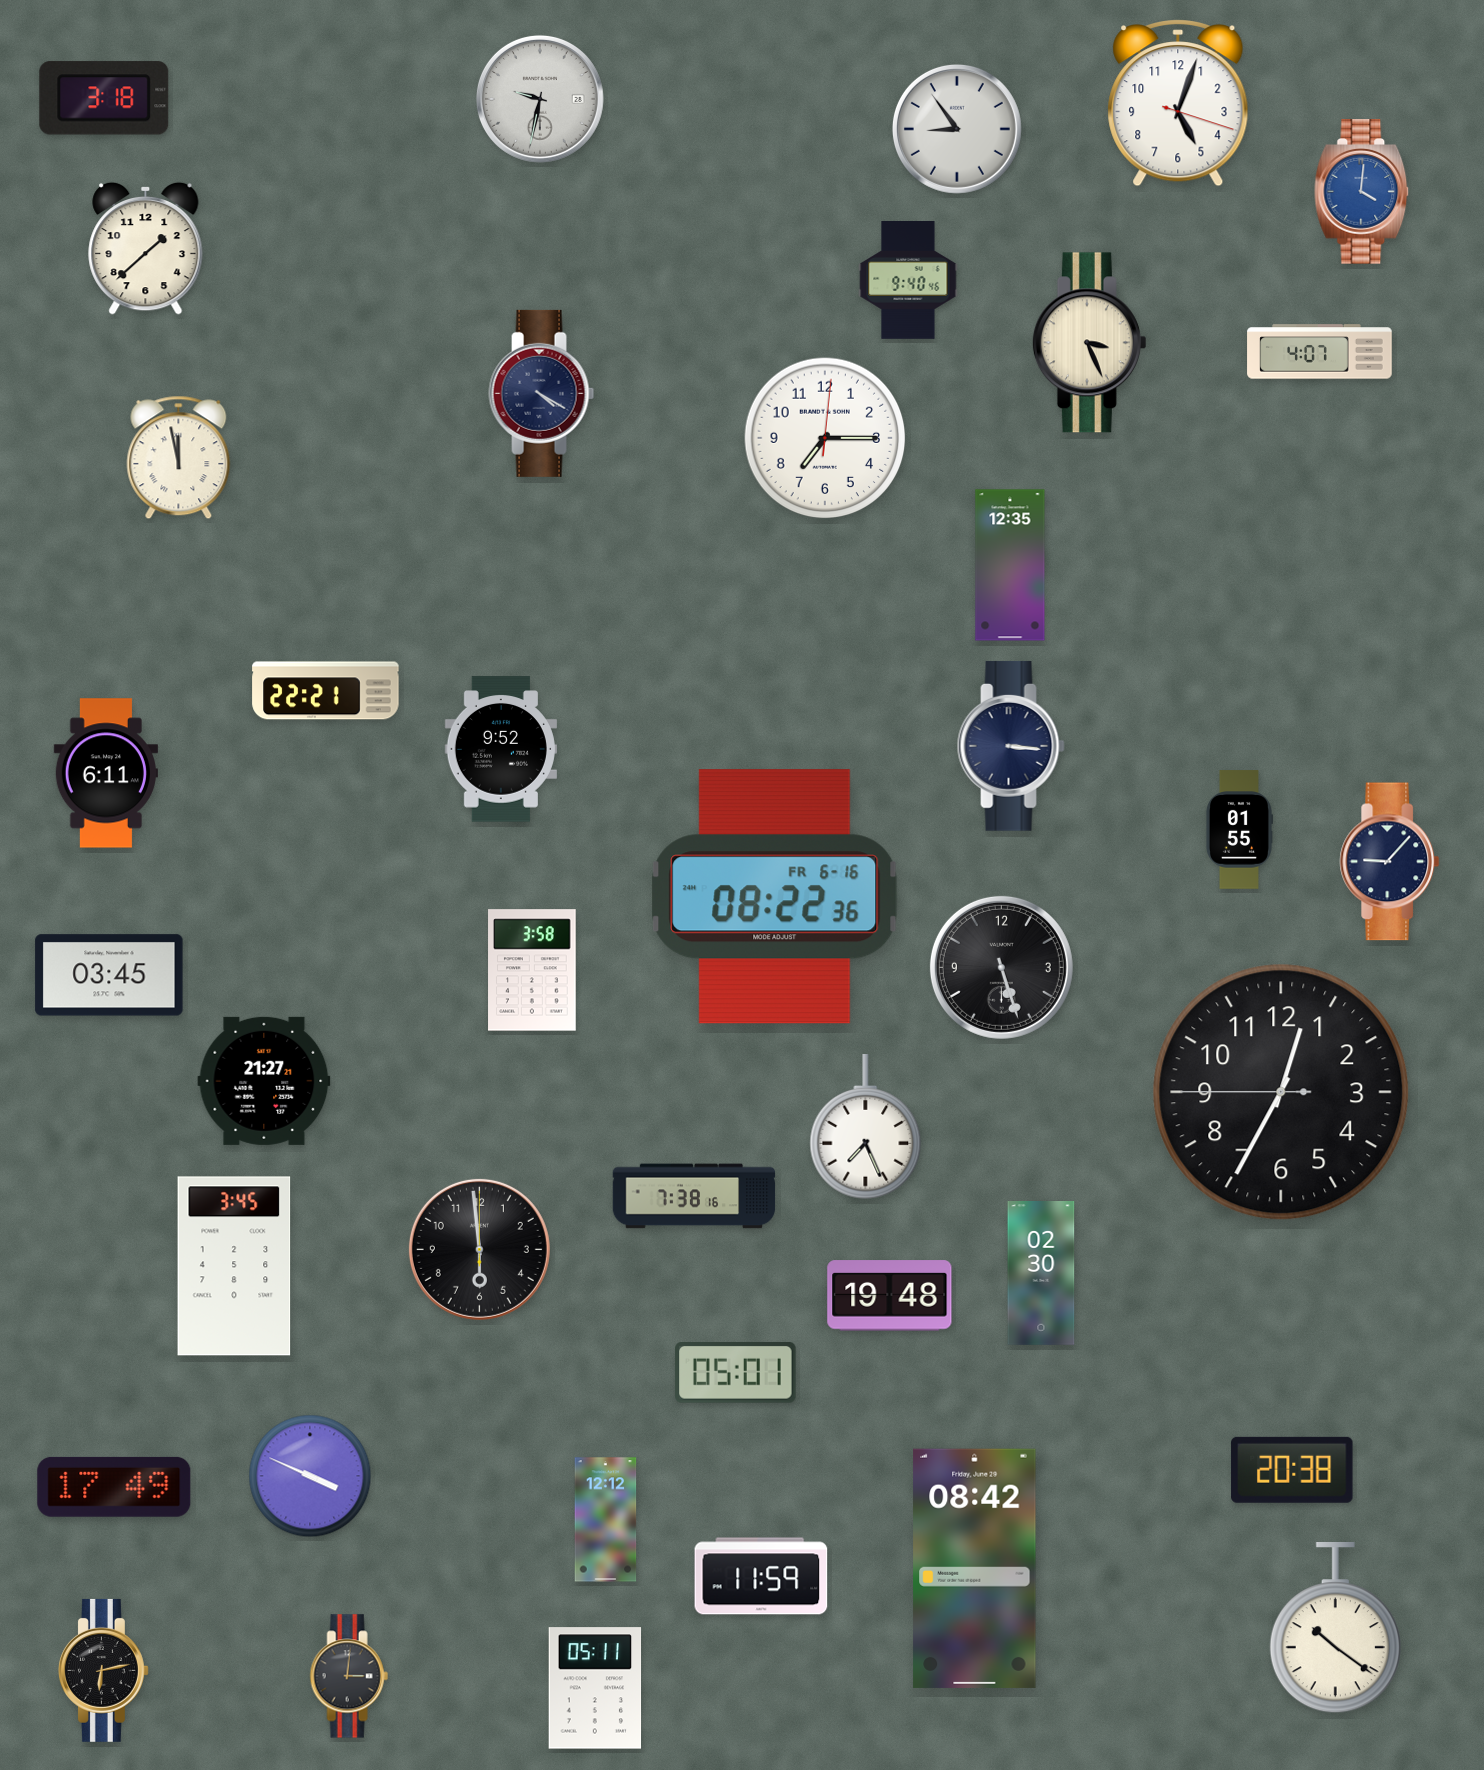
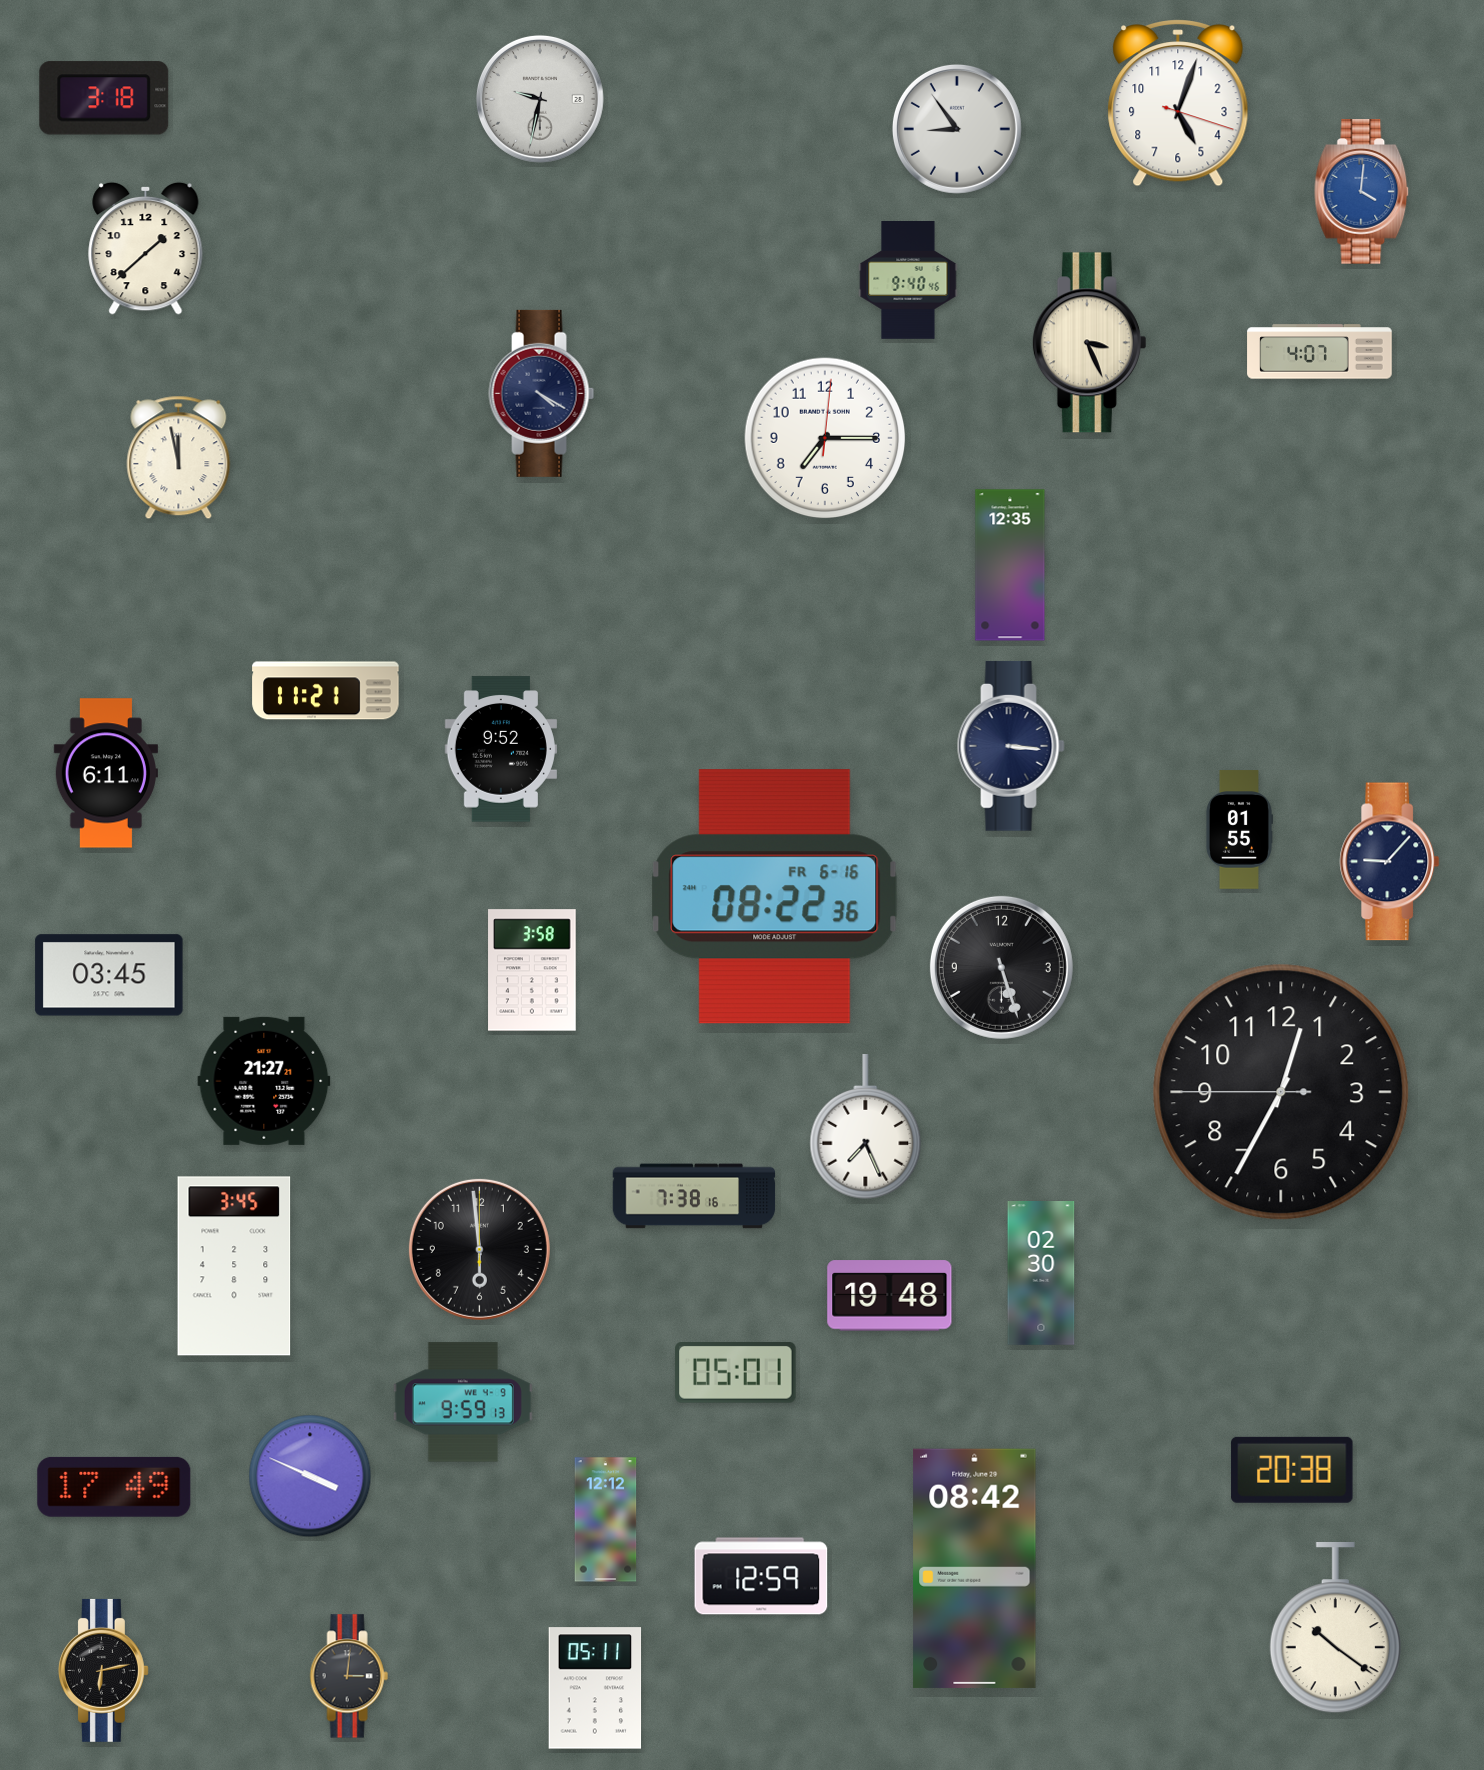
clock at (326, 691): 22:21 -> 11:21
clock at (463, 1402): none -> 9:59
clock at (761, 1576): 11:59 -> 12:59
